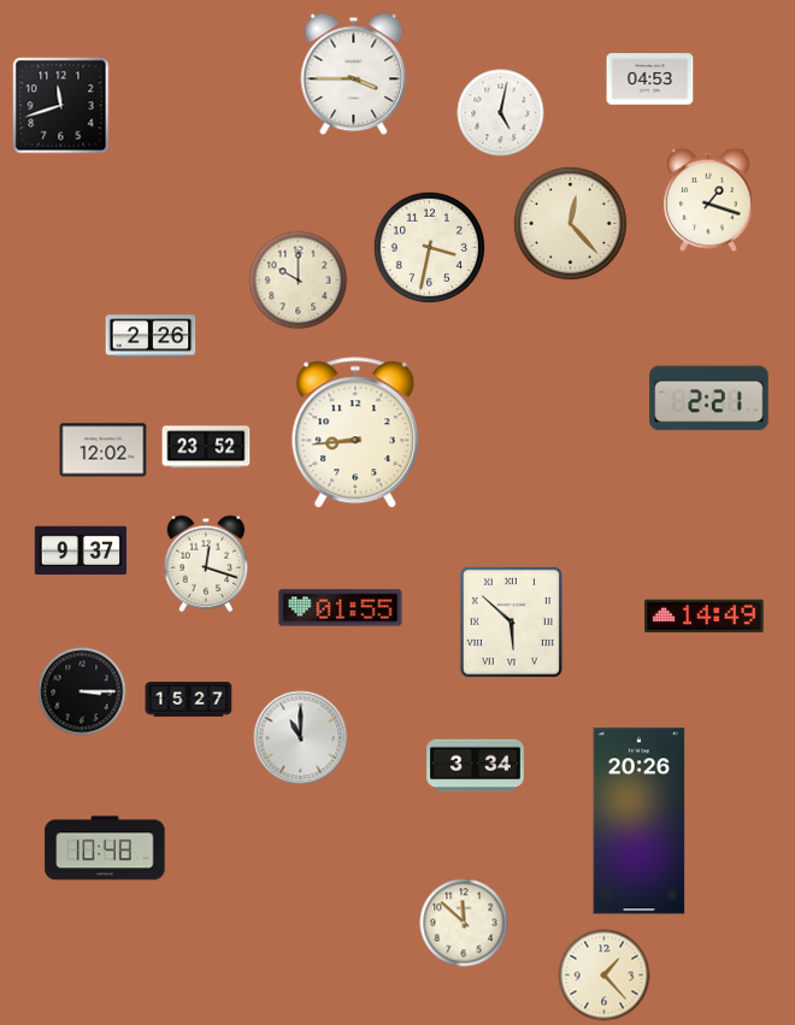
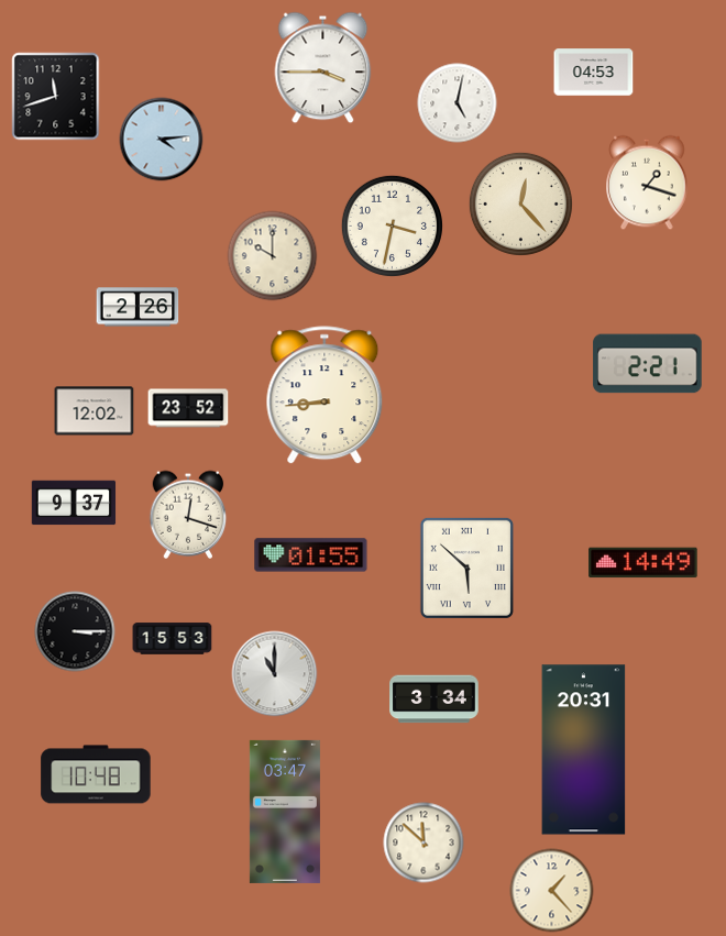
clock at (162, 140): none -> 4:14
clock at (189, 700): 15:27 -> 15:53
clock at (640, 821): 20:26 -> 20:31
clock at (285, 812): none -> 03:47
